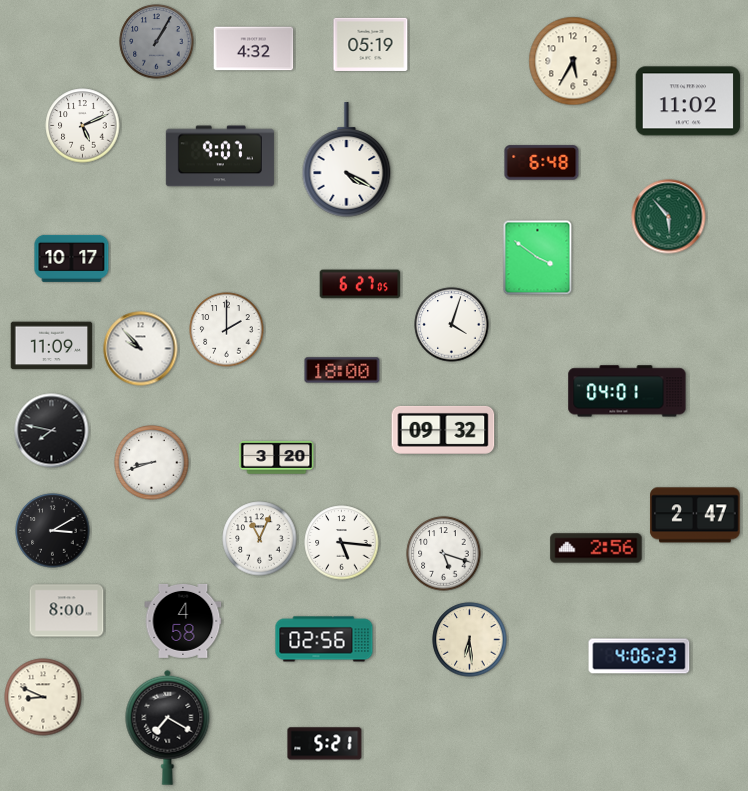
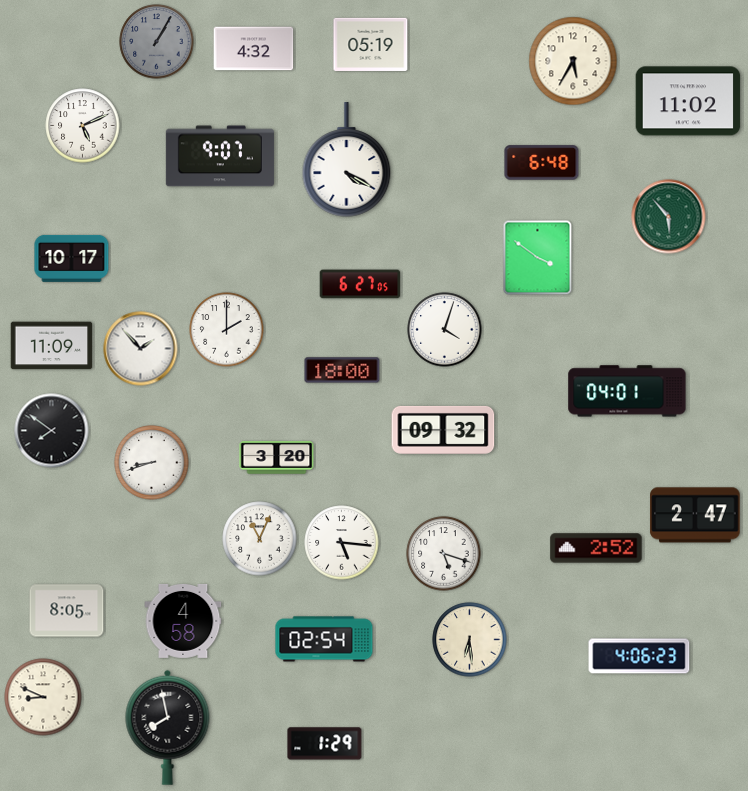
clock at (452, 325) position: (452, 325) -> (445, 330)
clock at (141, 349): 9:53 -> 1:53
clock at (52, 431): 7:47 -> 7:51
clock at (53, 531): 3:10 -> none
clock at (596, 548): 2:56 -> 2:52
clock at (67, 611): 8:00 -> 8:05
clock at (324, 639): 02:56 -> 02:54
clock at (168, 727): 7:20 -> 7:58
clock at (325, 744): 5:21 -> 1:29
